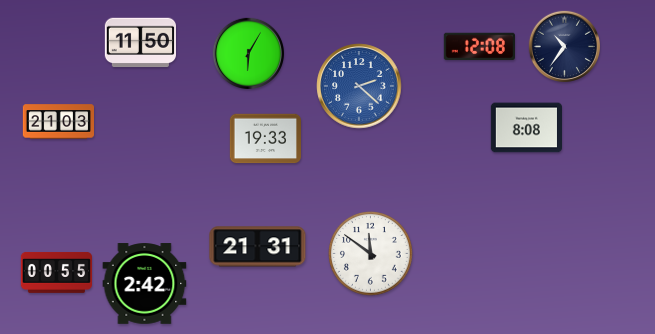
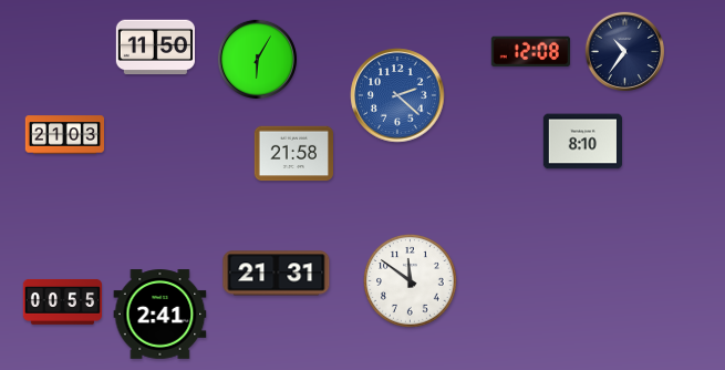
clock at (248, 53) position: (248, 53) -> (257, 59)
clock at (526, 128): 8:08 -> 8:10
clock at (265, 139): 19:33 -> 21:58
clock at (258, 247) position: (258, 247) -> (277, 274)
clock at (145, 284): 2:42 -> 2:41
